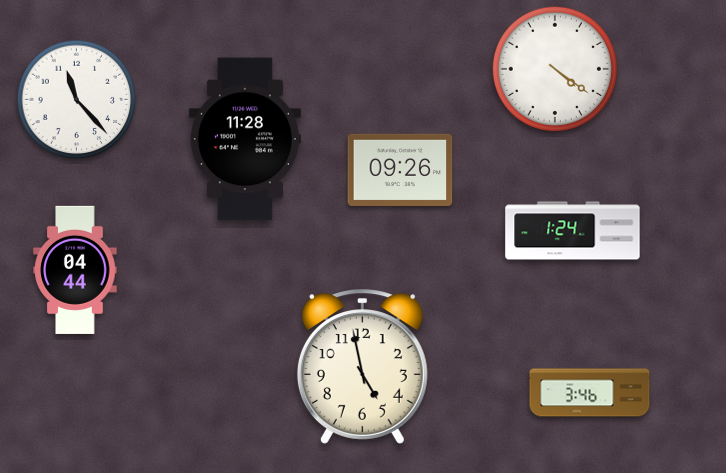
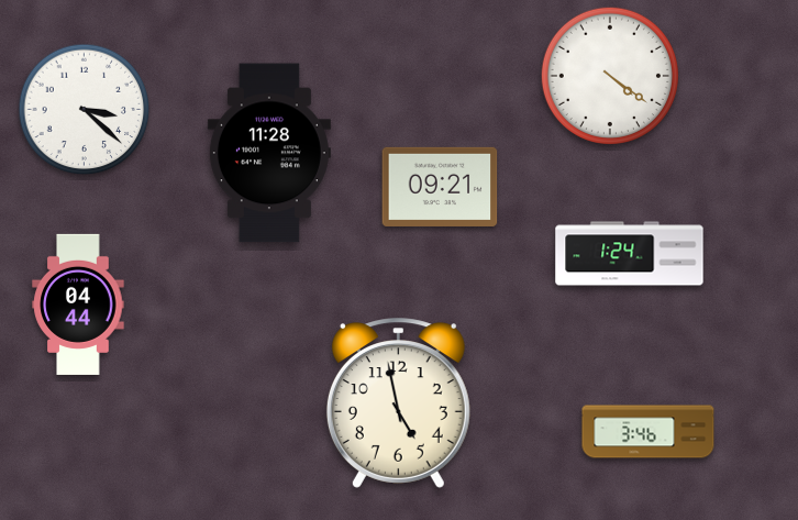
clock at (77, 100): 11:23 -> 3:22
clock at (400, 170): 09:26 -> 09:21
clock at (75, 270) position: (75, 270) -> (78, 305)
